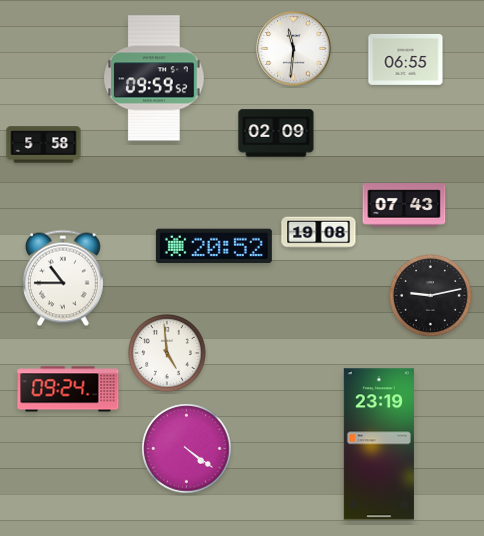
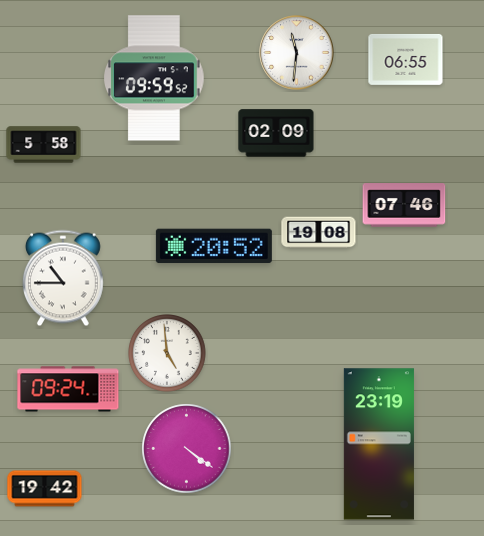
clock at (294, 49) position: (294, 49) -> (297, 53)
clock at (404, 205): 07:43 -> 07:46
clock at (431, 296): 9:13 -> none
clock at (45, 489): none -> 19:42
